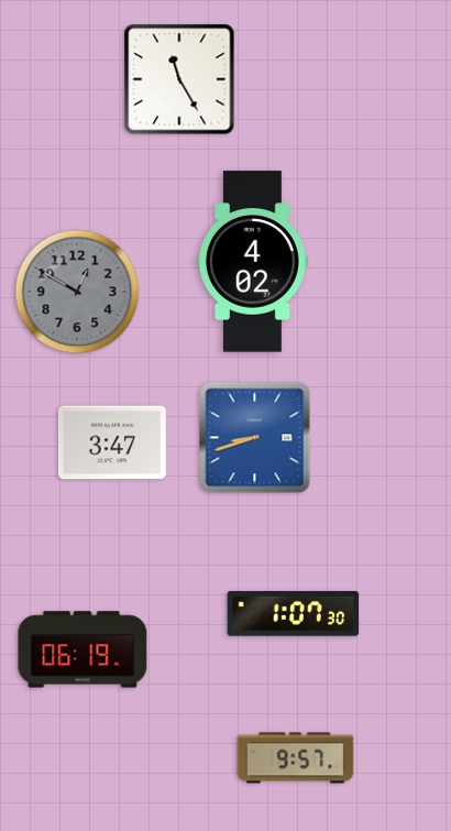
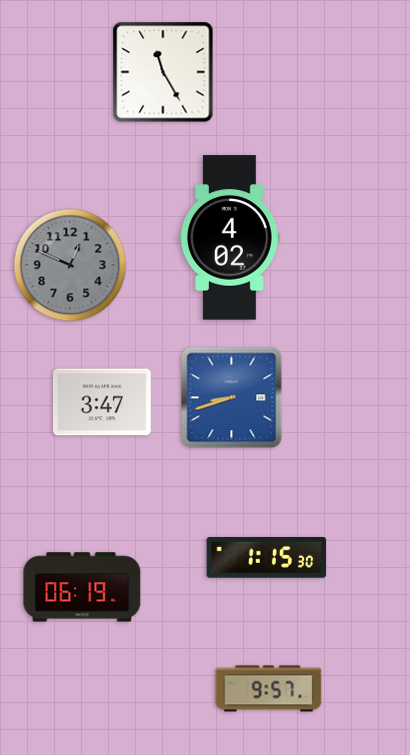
clock at (77, 292): 12:50 -> 12:49
clock at (294, 613): 1:07 -> 1:15
clock at (82, 649) position: (82, 649) -> (82, 587)
